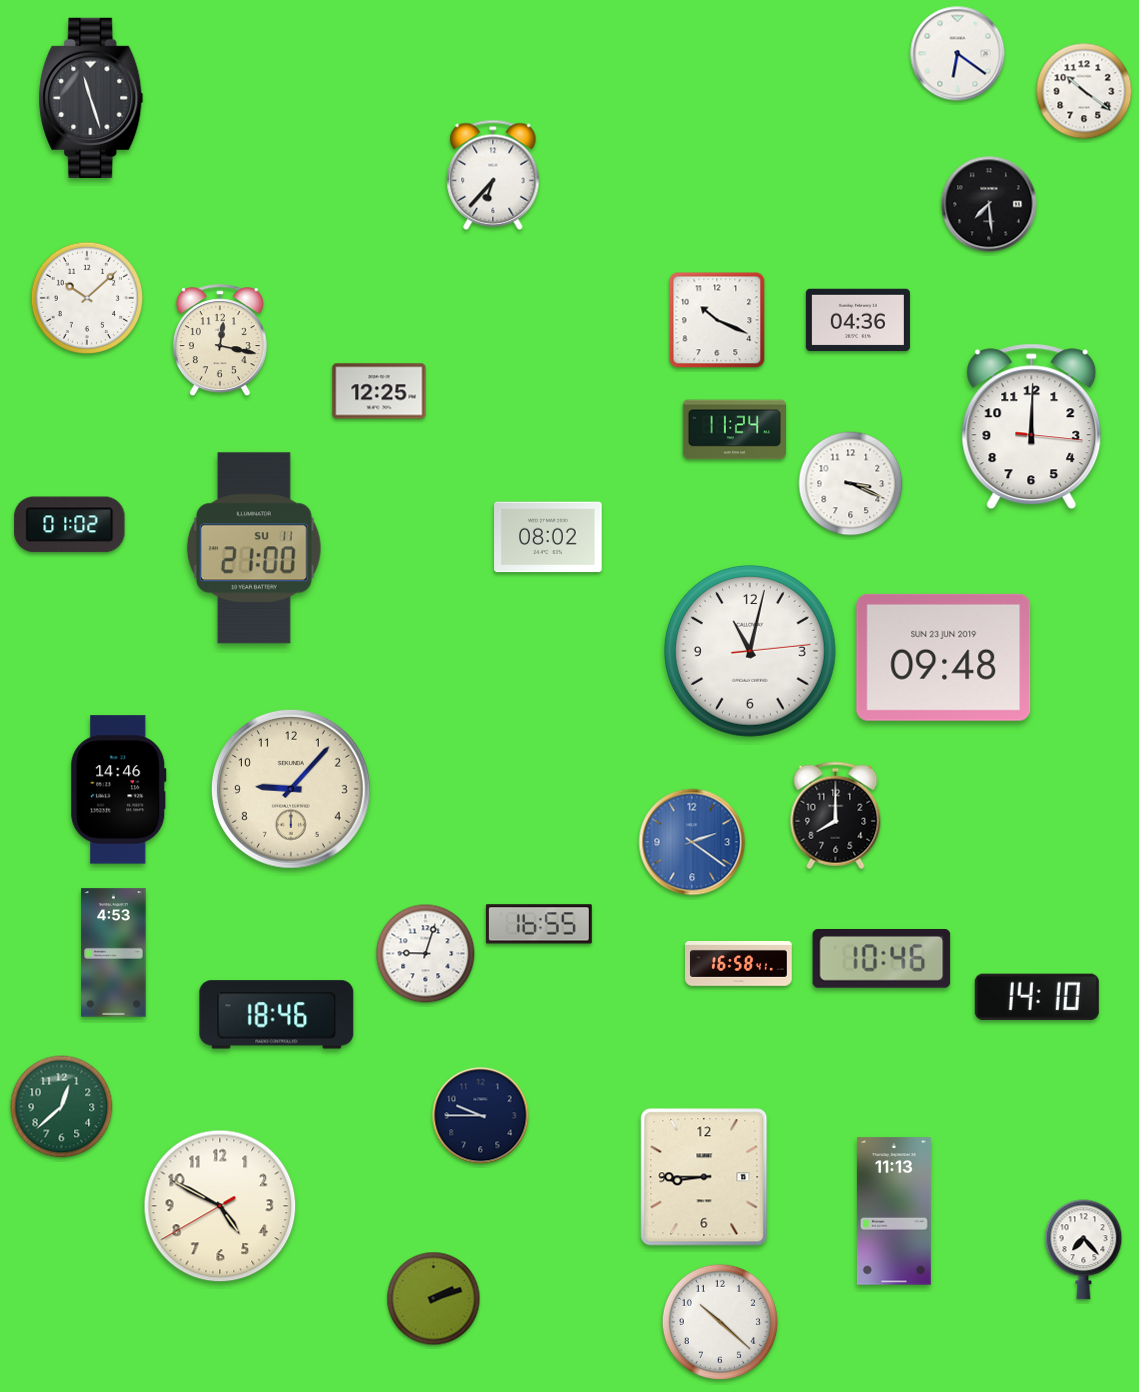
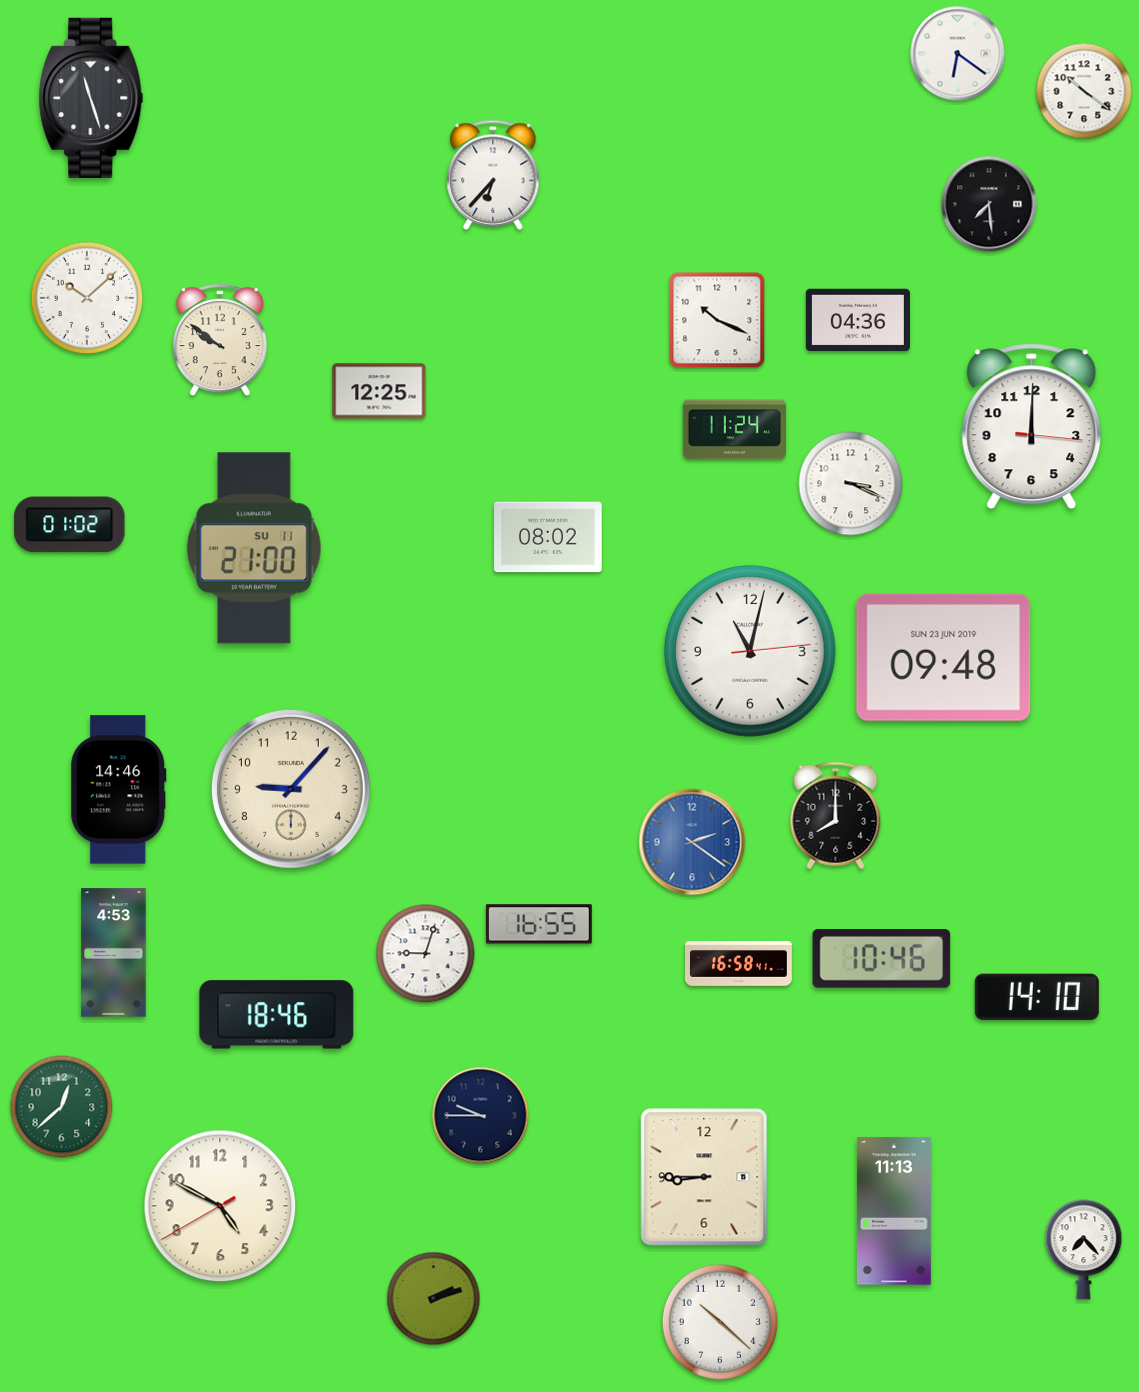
clock at (220, 340): 12:17 -> 9:51
